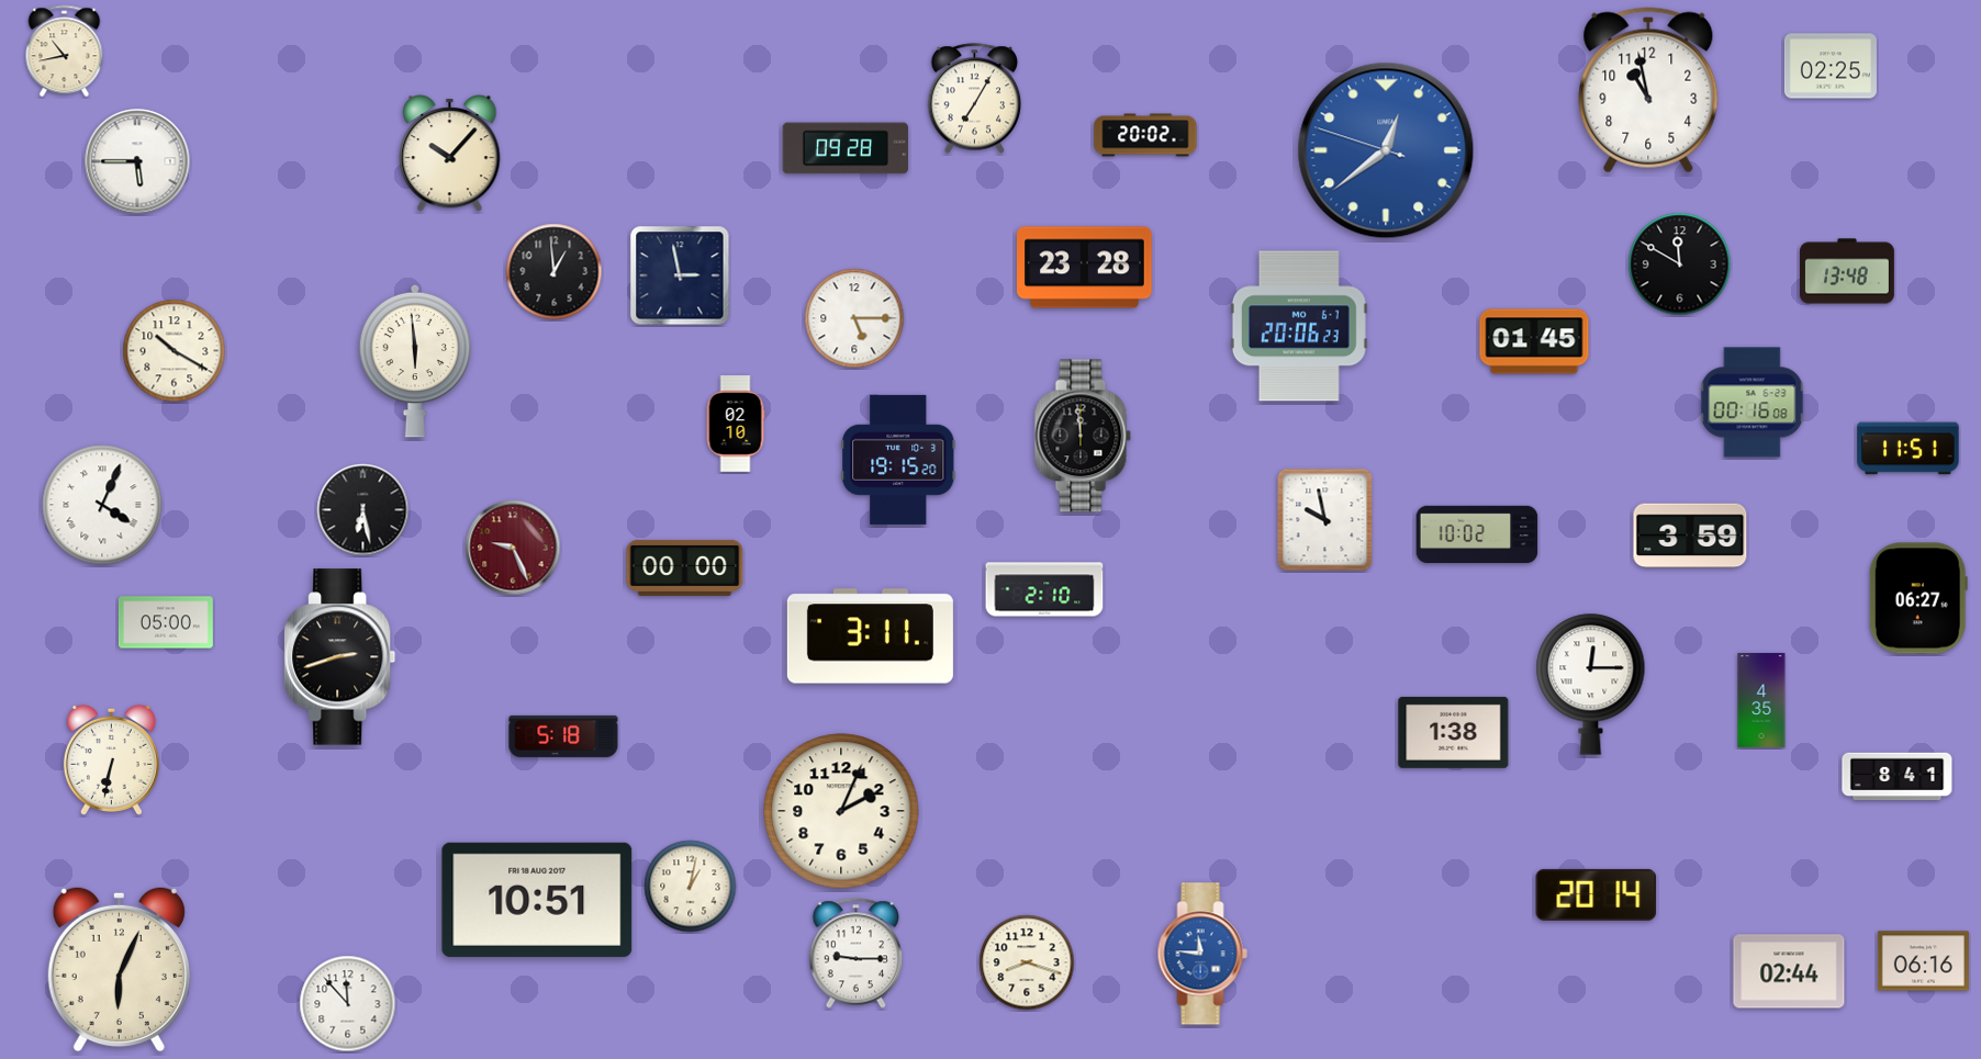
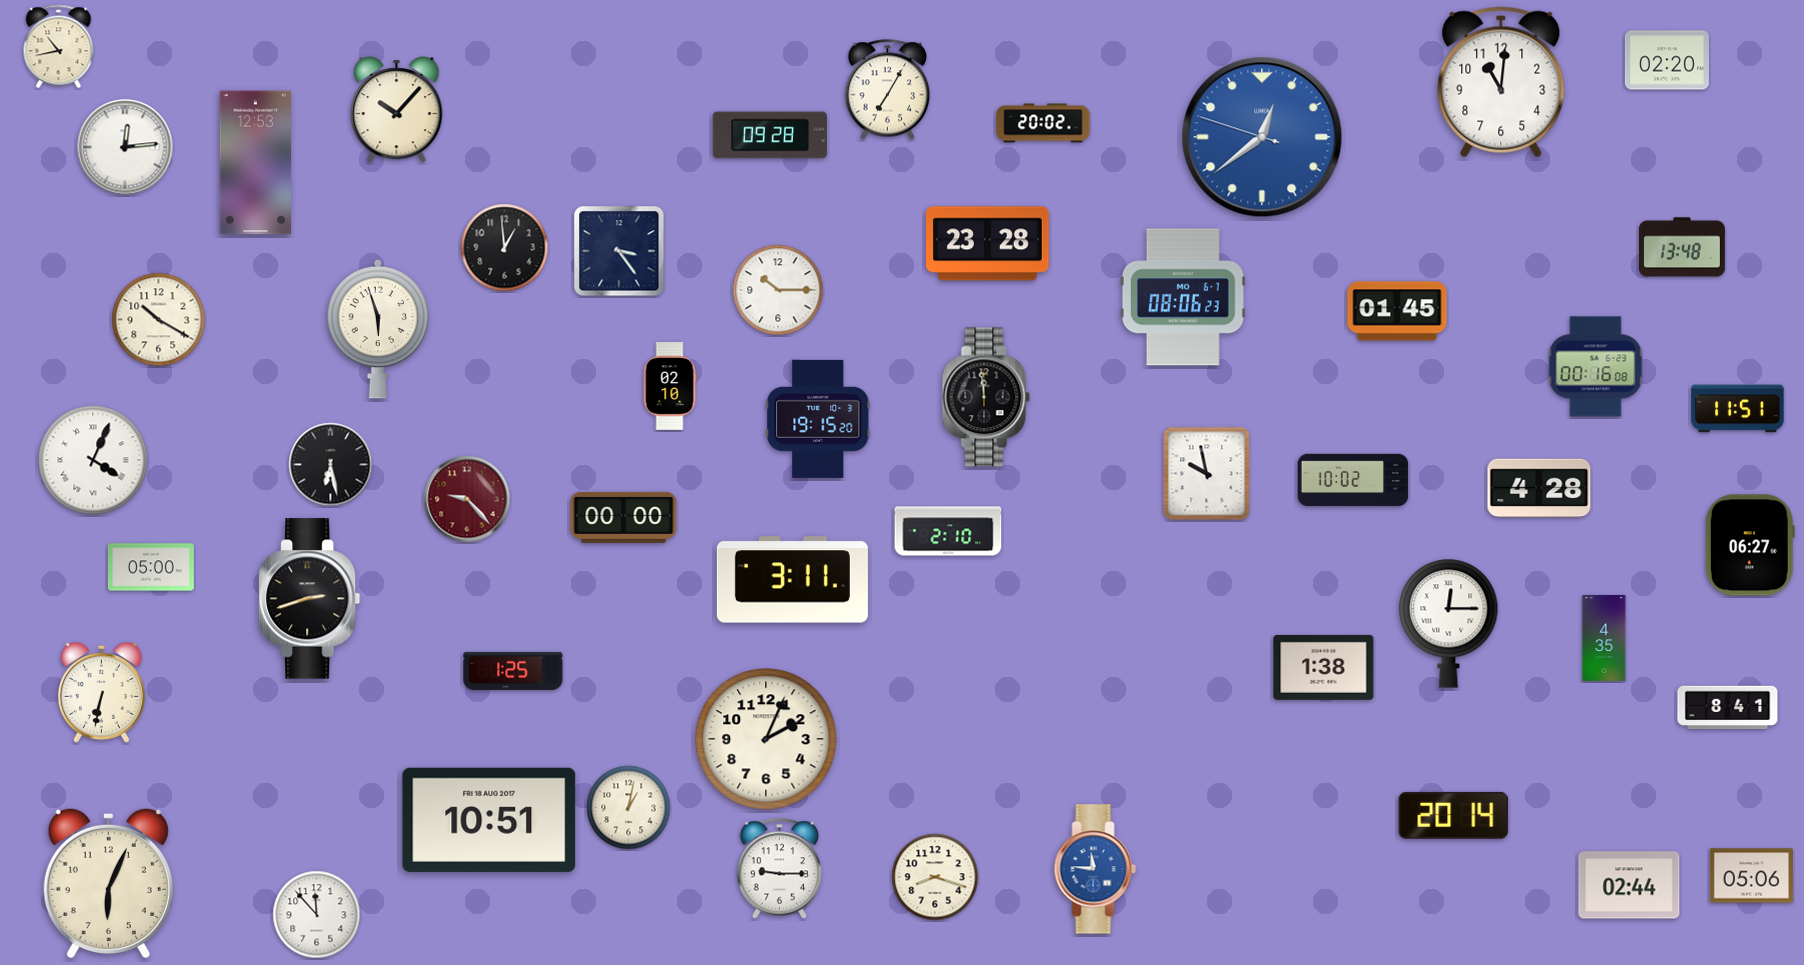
clock at (1831, 66): 02:25 -> 02:20
clock at (1648, 90): 10:58 -> 11:01
clock at (450, 154) position: (450, 154) -> (397, 110)
clock at (137, 161): 5:45 -> 12:14
clock at (256, 163): none -> 12:53
clock at (1680, 264): 11:50 -> none
clock at (680, 275): 2:58 -> 3:24
clock at (854, 318): 5:15 -> 10:15
clock at (1299, 326): 20:06 -> 08:06
clock at (415, 361): 5:59 -> 5:57
clock at (1477, 534) position: (1477, 534) -> (1353, 480)
clock at (1690, 536): 3:59 -> 4:28
clock at (513, 548): 9:26 -> 9:23
clock at (1044, 589) position: (1044, 589) -> (948, 531)
clock at (1918, 598) position: (1918, 598) -> (1750, 545)
clock at (563, 736): 5:18 -> 1:25
clock at (1923, 961): 06:16 -> 05:06
